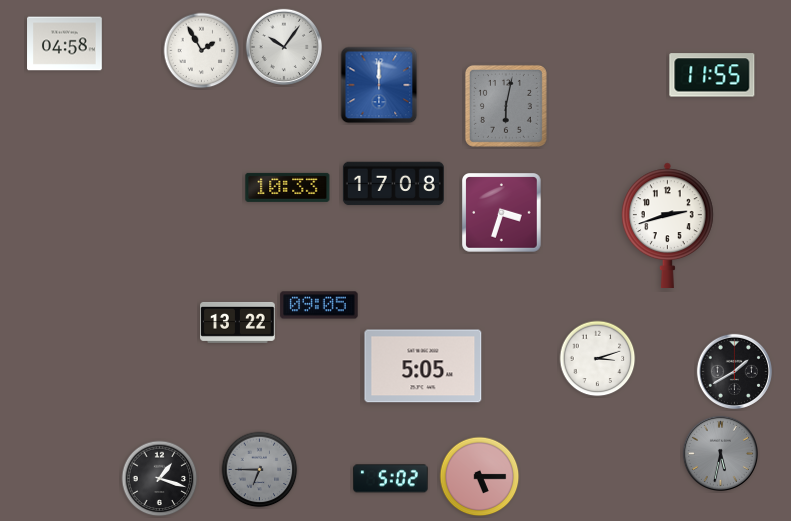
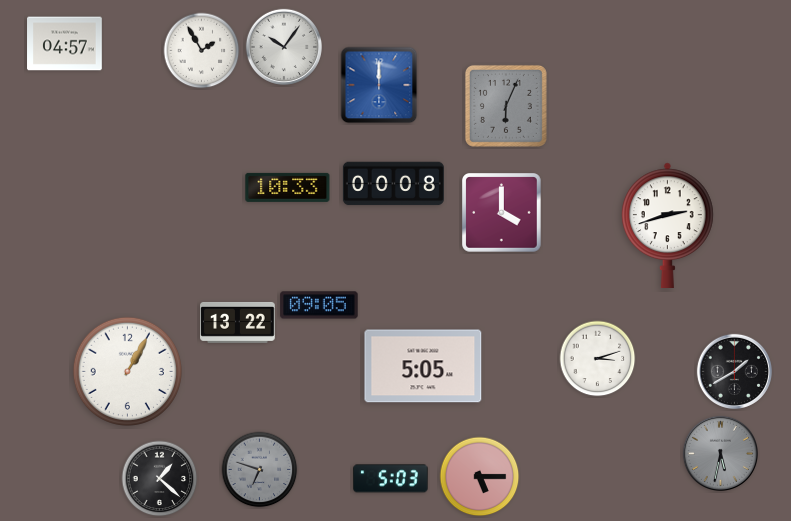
clock at (65, 44): 04:58 -> 04:57
clock at (712, 75): 11:55 -> none
clock at (506, 106): 6:02 -> 6:04
clock at (393, 184): 17:08 -> 00:08
clock at (502, 213): 3:33 -> 4:00
clock at (127, 371): none -> 1:05
clock at (260, 470): 6:45 -> 6:48
clock at (160, 479): 1:18 -> 1:22
clock at (391, 479): 5:02 -> 5:03
